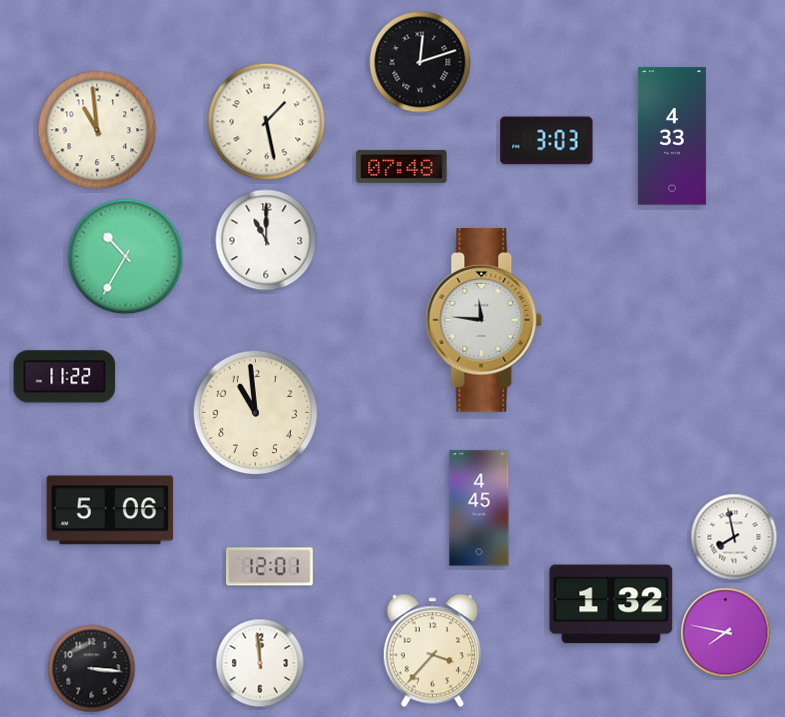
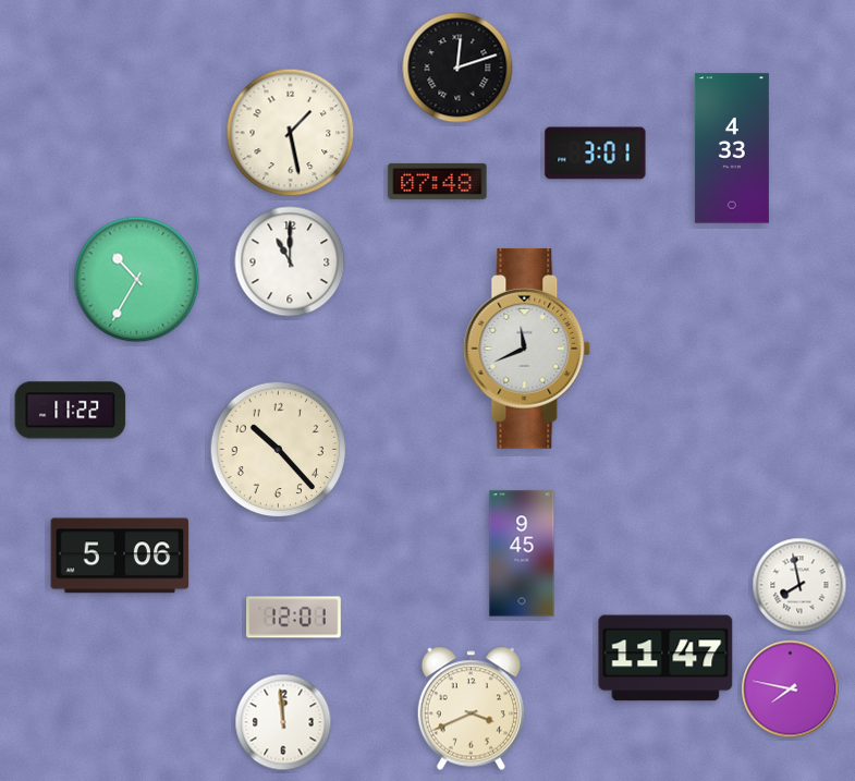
clock at (97, 130): 10:59 -> none
clock at (547, 141): 3:03 -> 3:01
clock at (484, 320): 11:46 -> 11:41
clock at (256, 413): 10:59 -> 10:23
clock at (479, 508): 4:45 -> 9:45
clock at (611, 604): 1:32 -> 11:47
clock at (432, 651): 3:37 -> 3:41
clock at (92, 669): 3:16 -> none
